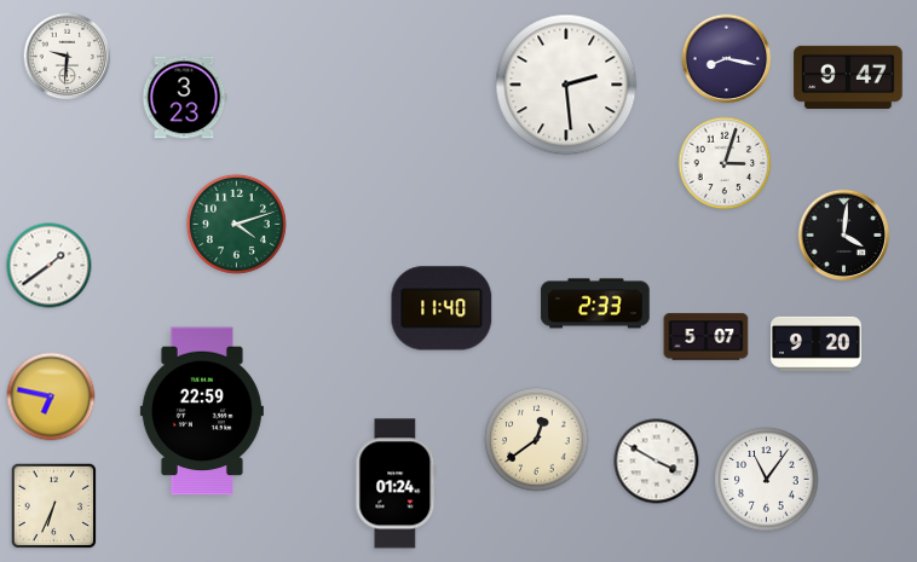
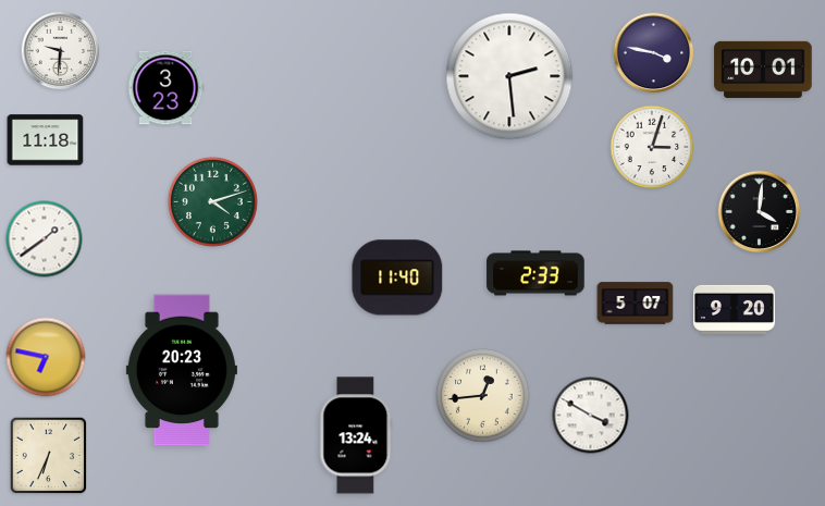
clock at (727, 59): 8:17 -> 3:47
clock at (848, 77): 9:47 -> 10:01
clock at (46, 140): none -> 11:18
clock at (202, 411): 22:59 -> 20:23
clock at (537, 440): 12:39 -> 12:44
clock at (767, 480): 11:06 -> none
clock at (396, 483): 01:24 -> 13:24
